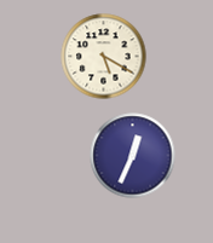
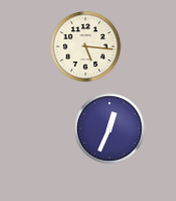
clock at (104, 57): 5:20 -> 5:16
